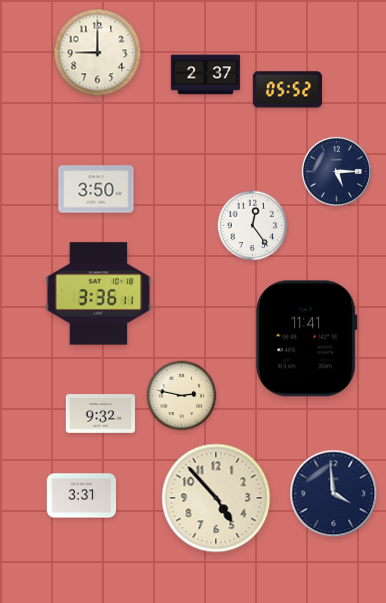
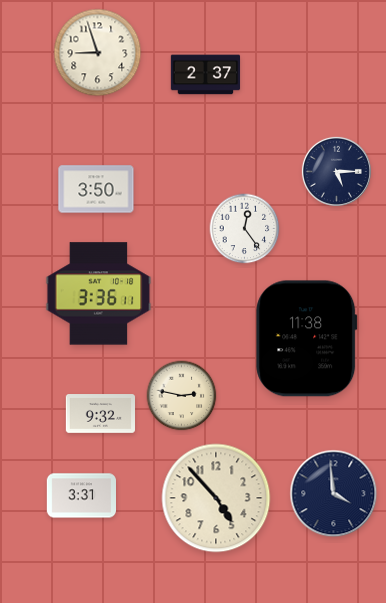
clock at (98, 53): 9:00 -> 8:57
clock at (287, 90): 05:52 -> none
clock at (253, 226) position: (253, 226) -> (245, 229)
clock at (307, 339): 11:41 -> 11:38
